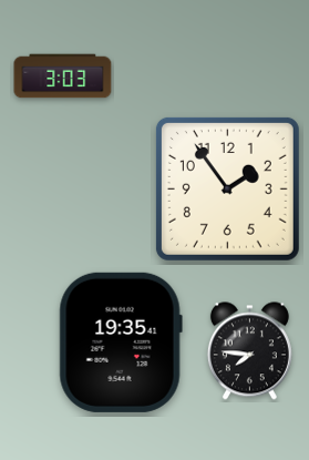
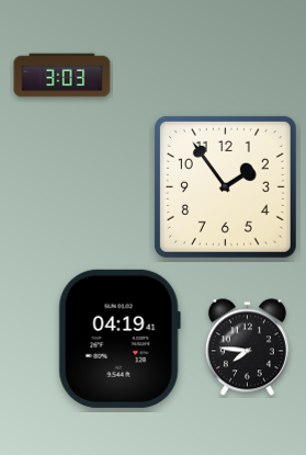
clock at (121, 343): 19:35 -> 04:19
